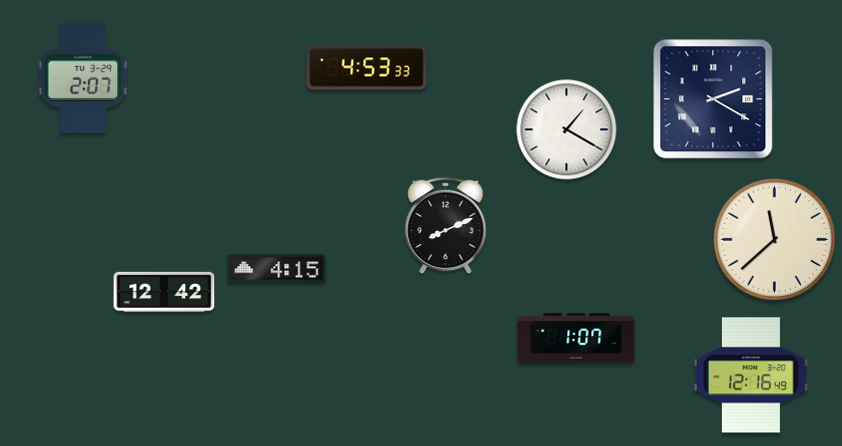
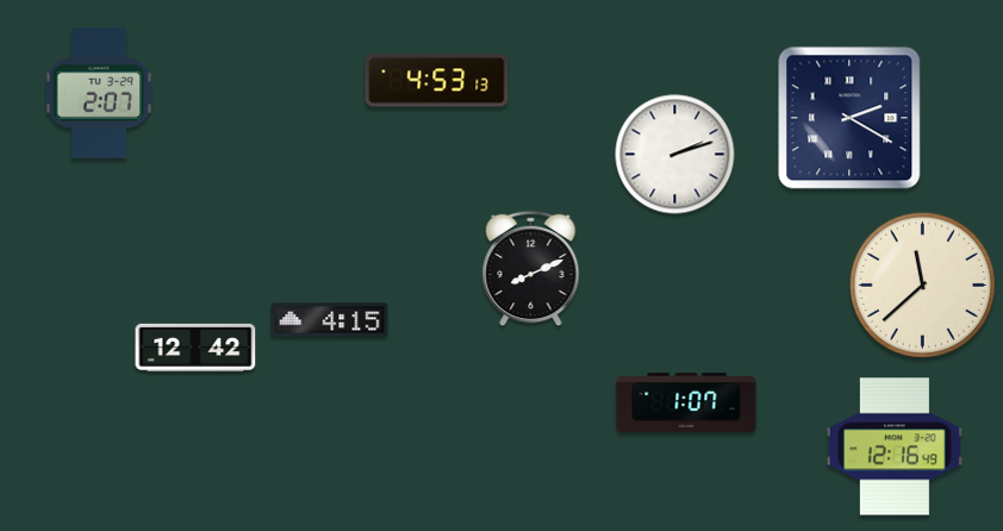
clock at (367, 68): 4:53:33 -> 4:53:13
clock at (567, 130): 1:20 -> 2:12
